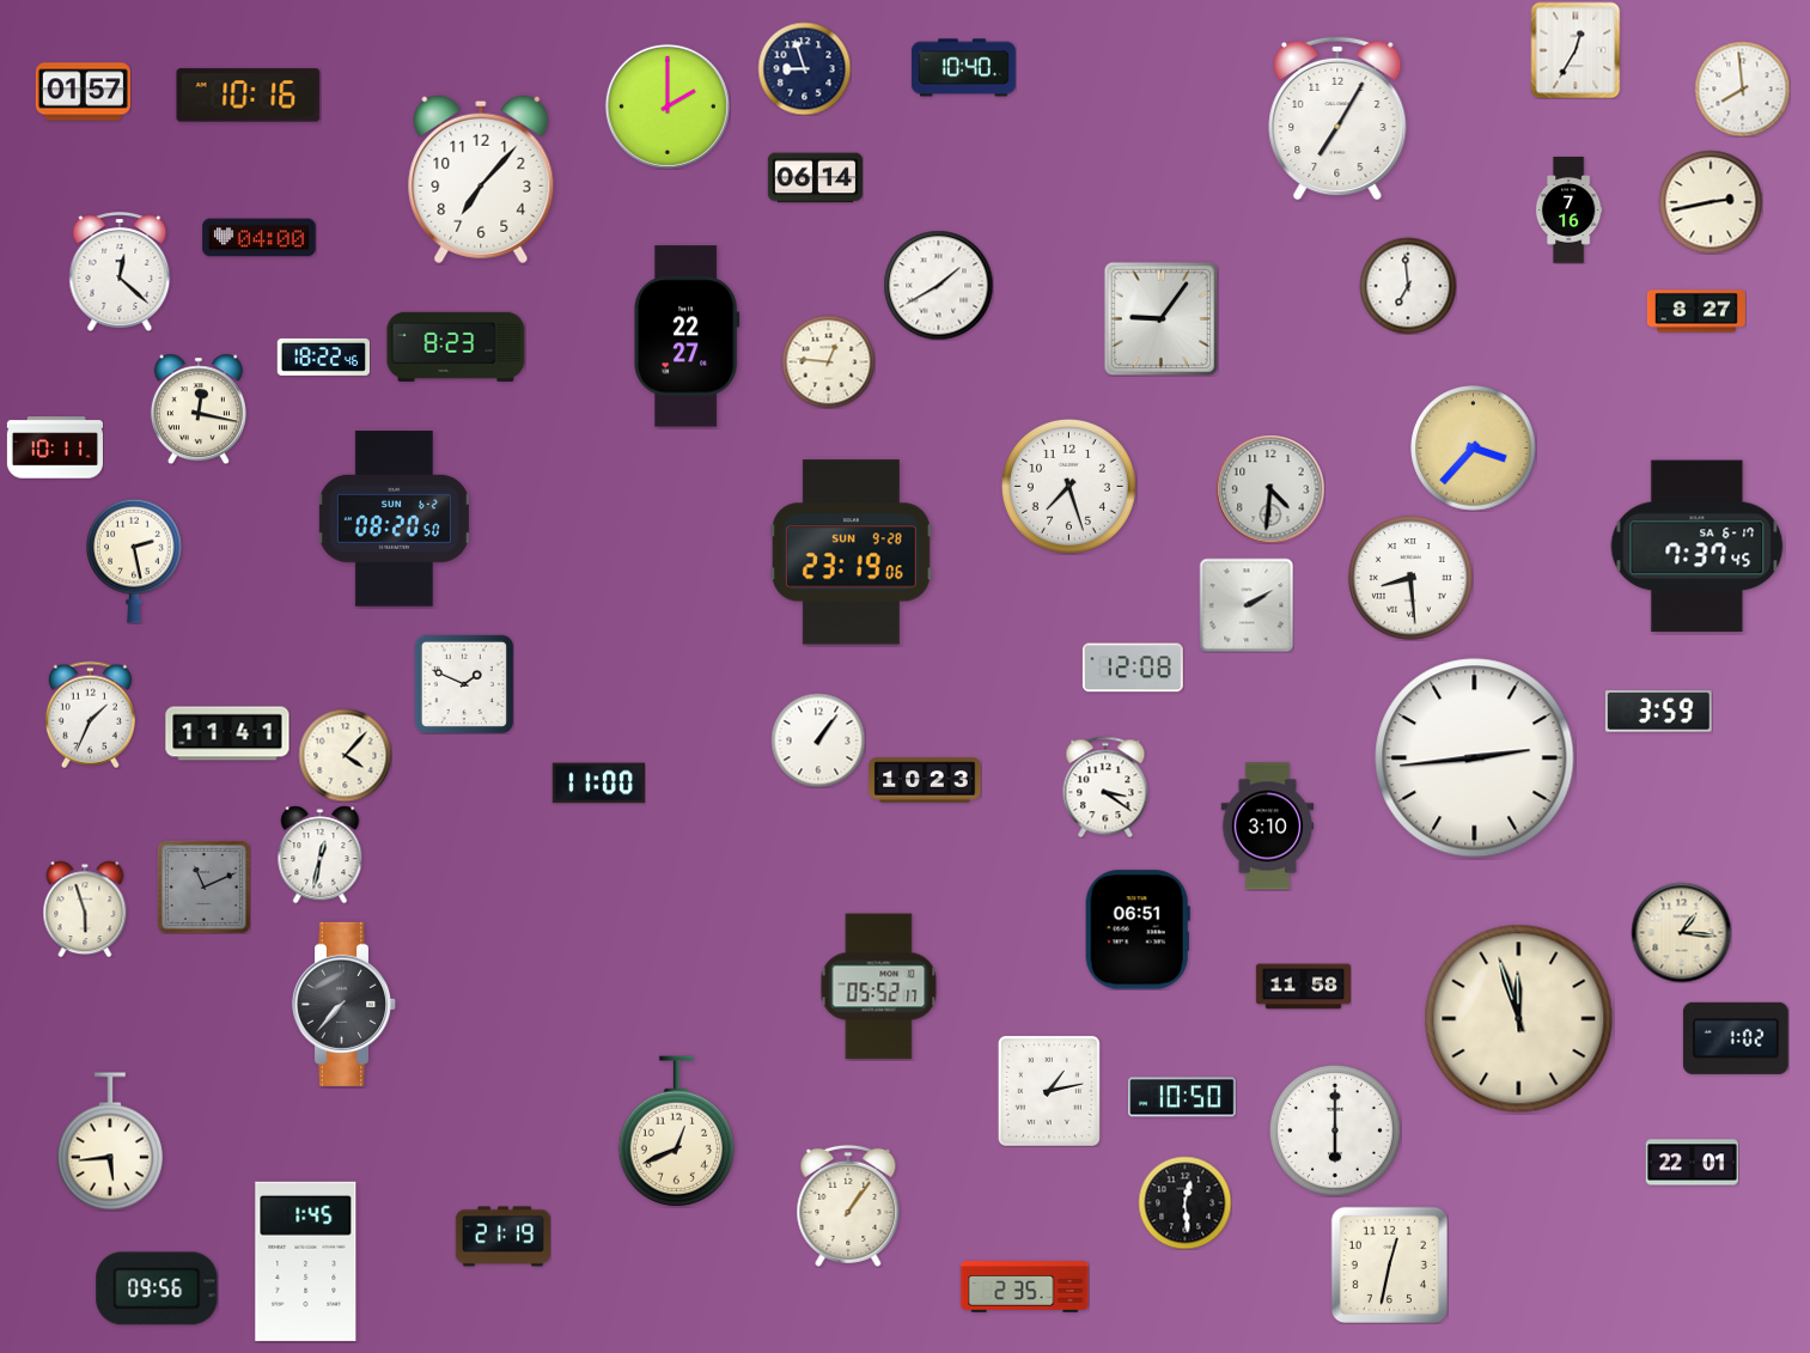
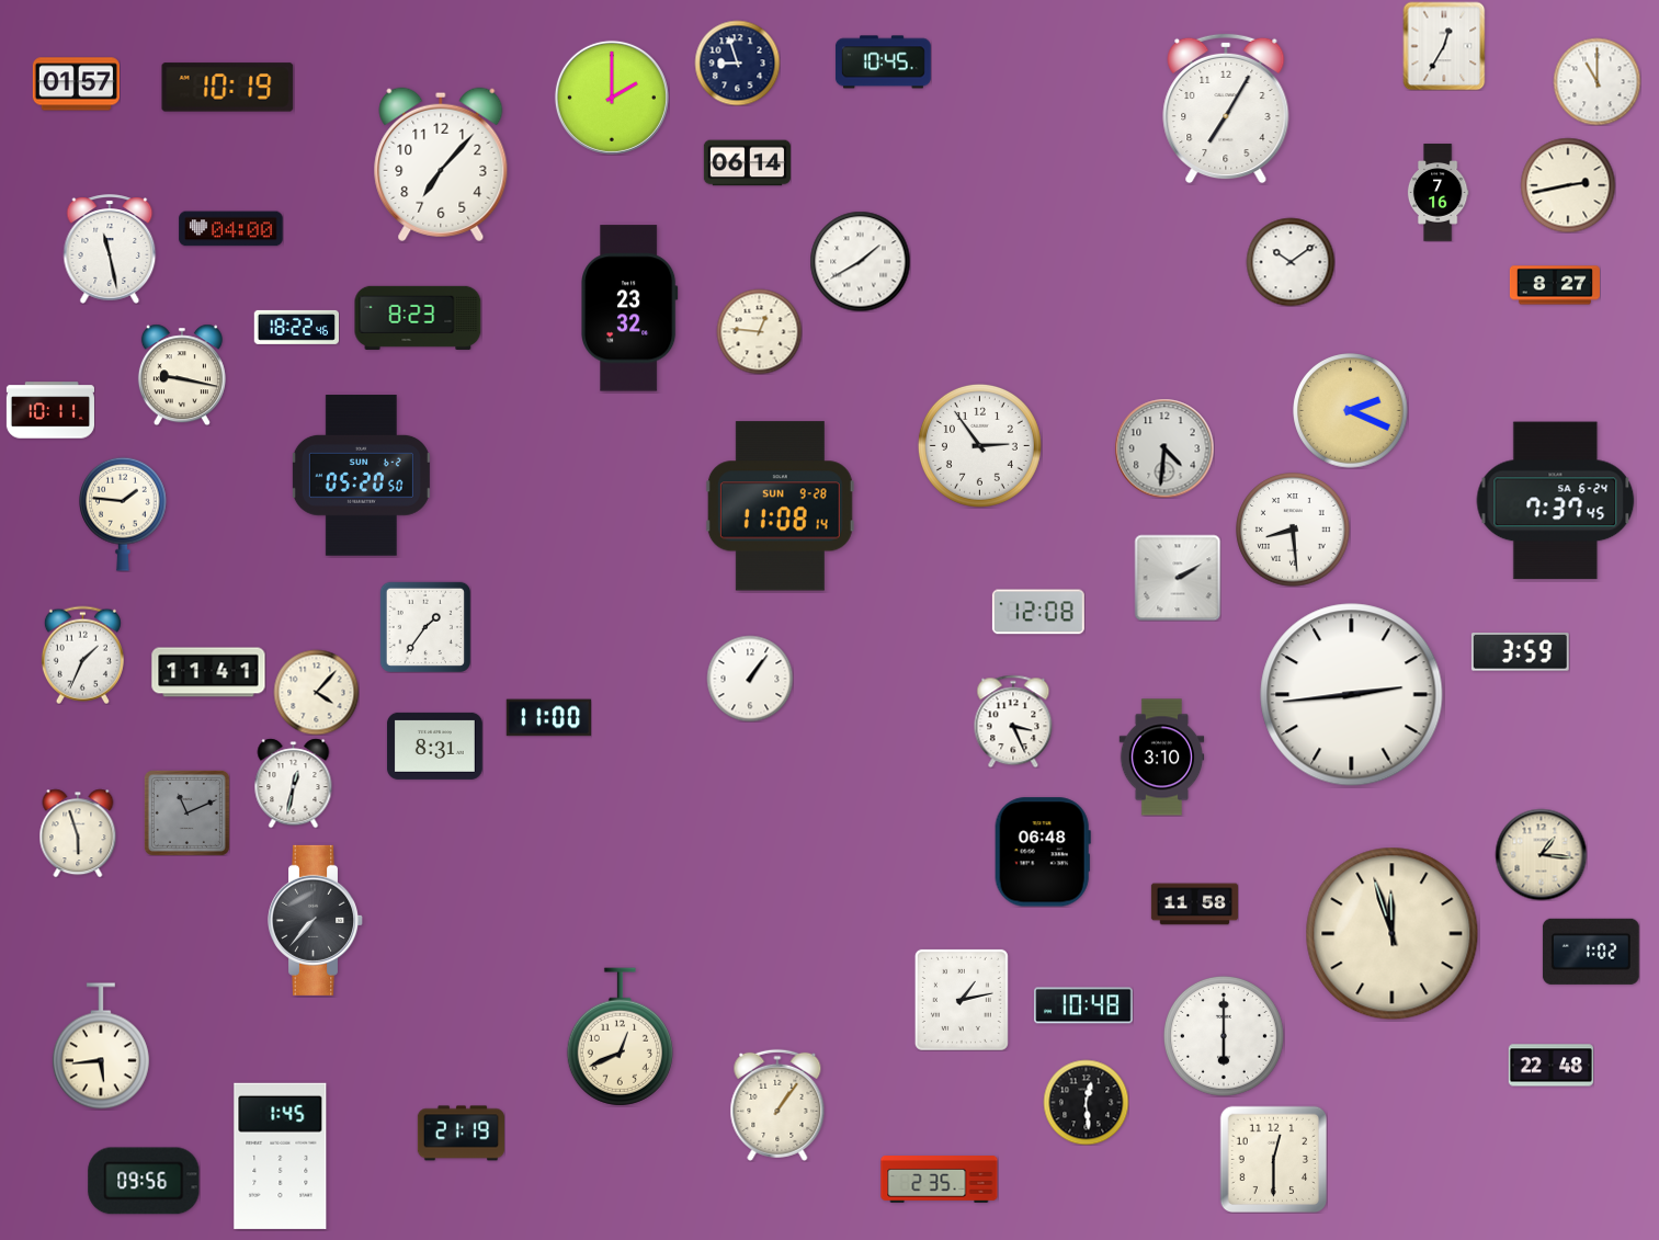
clock at (963, 68): 10:40 -> 10:45
clock at (1742, 89): 7:59 -> 11:00
clock at (249, 96): 10:16 -> 10:19
clock at (260, 238) position: (260, 238) -> (231, 229)
clock at (120, 272): 12:22 -> 11:28
clock at (1408, 286): 6:59 -> 10:09
clock at (1160, 318): 9:06 -> none
clock at (688, 336): 22:27 -> 23:32
clock at (199, 409): 12:17 -> 9:17
clock at (1474, 449): 3:37 -> 2:19
clock at (1068, 486): 7:27 -> 2:54
clock at (394, 519): 08:20 -> 05:20
clock at (1698, 547) date: SA 6-17 -> SA 6-24
clock at (851, 553): 23:19 -> 11:08
clock at (135, 561): 2:28 -> 1:46
clock at (1247, 605) position: (1247, 605) -> (1178, 578)
clock at (463, 684): 1:49 -> 1:36
clock at (925, 780): 10:23 -> none
clock at (1105, 787): 3:21 -> 3:26
clock at (434, 746): none -> 8:31
clock at (1138, 930): 06:51 -> 06:48
clock at (879, 987): 05:52 -> none
clock at (1182, 1097): 10:50 -> 10:48
clock at (1692, 1163): 22:01 -> 22:48
clock at (1389, 1264): 12:32 -> 12:30
